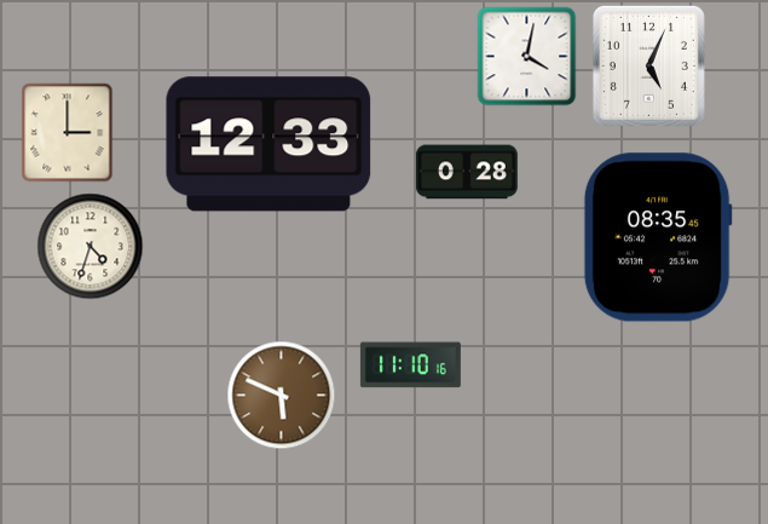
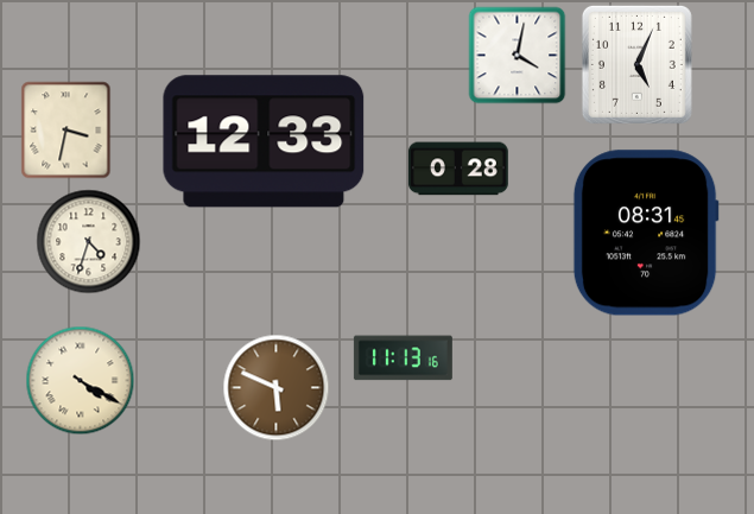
clock at (68, 133): 3:00 -> 3:32
clock at (658, 237): 08:35 -> 08:31
clock at (410, 365): 11:10 -> 11:13
clock at (81, 381): none -> 4:20
